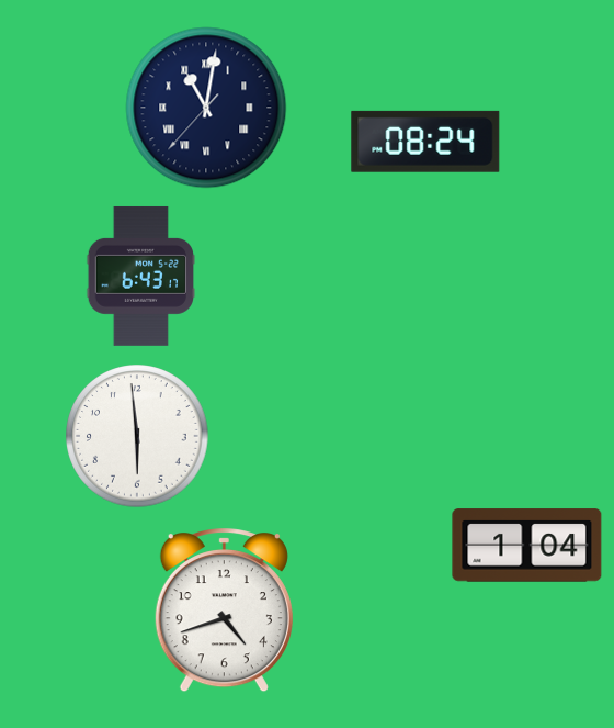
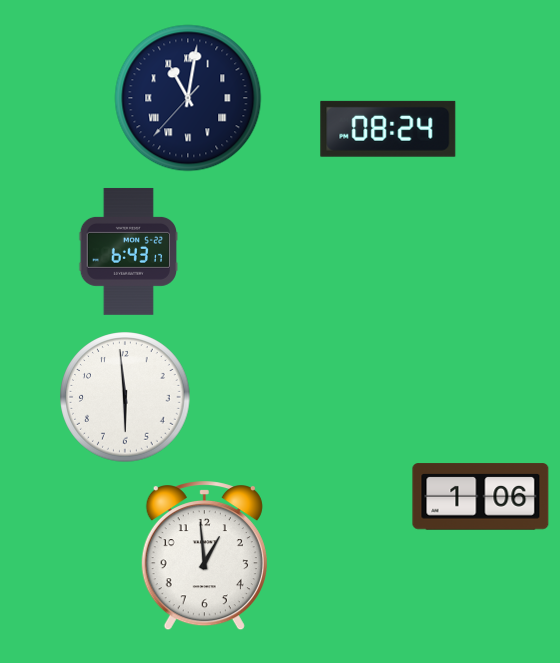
clock at (527, 546): 1:04 -> 1:06
clock at (224, 611): 4:42 -> 12:59
